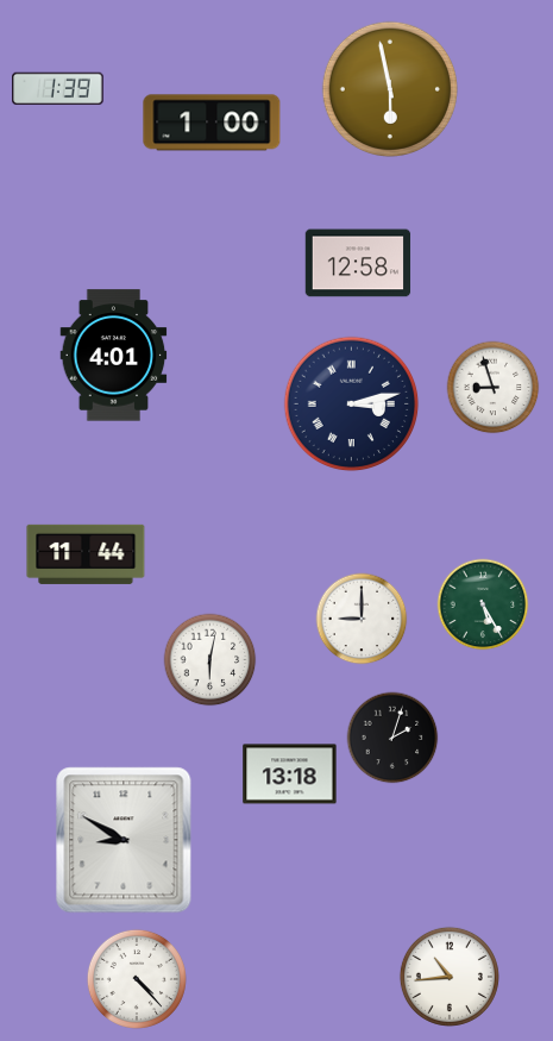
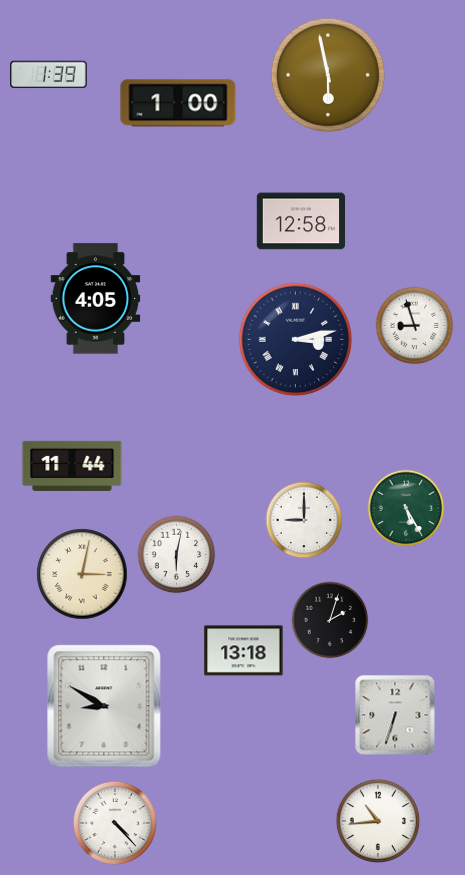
clock at (114, 356): 4:01 -> 4:05
clock at (82, 574): none -> 3:02
clock at (395, 715): none -> 6:33
